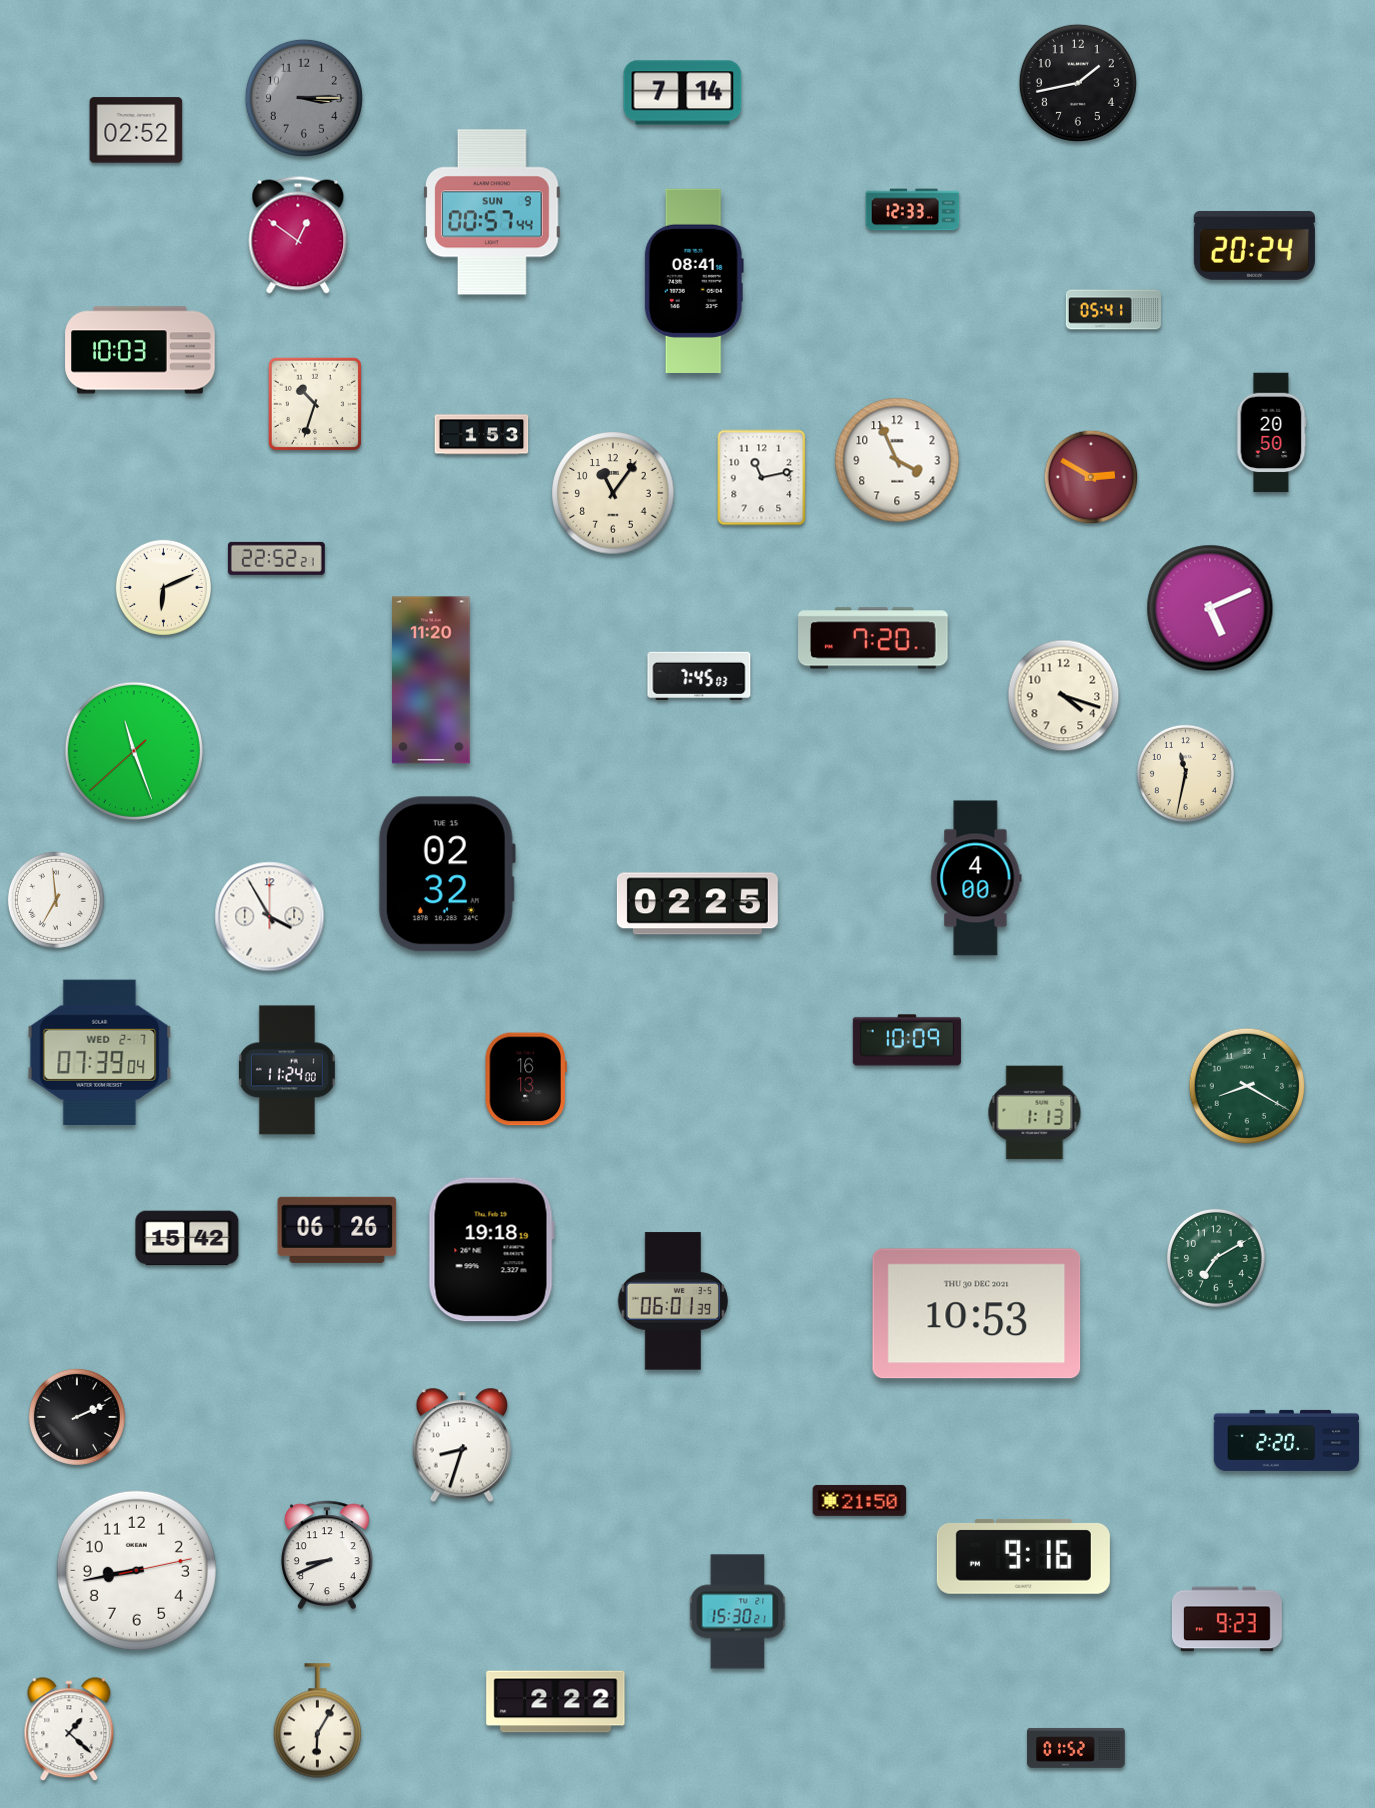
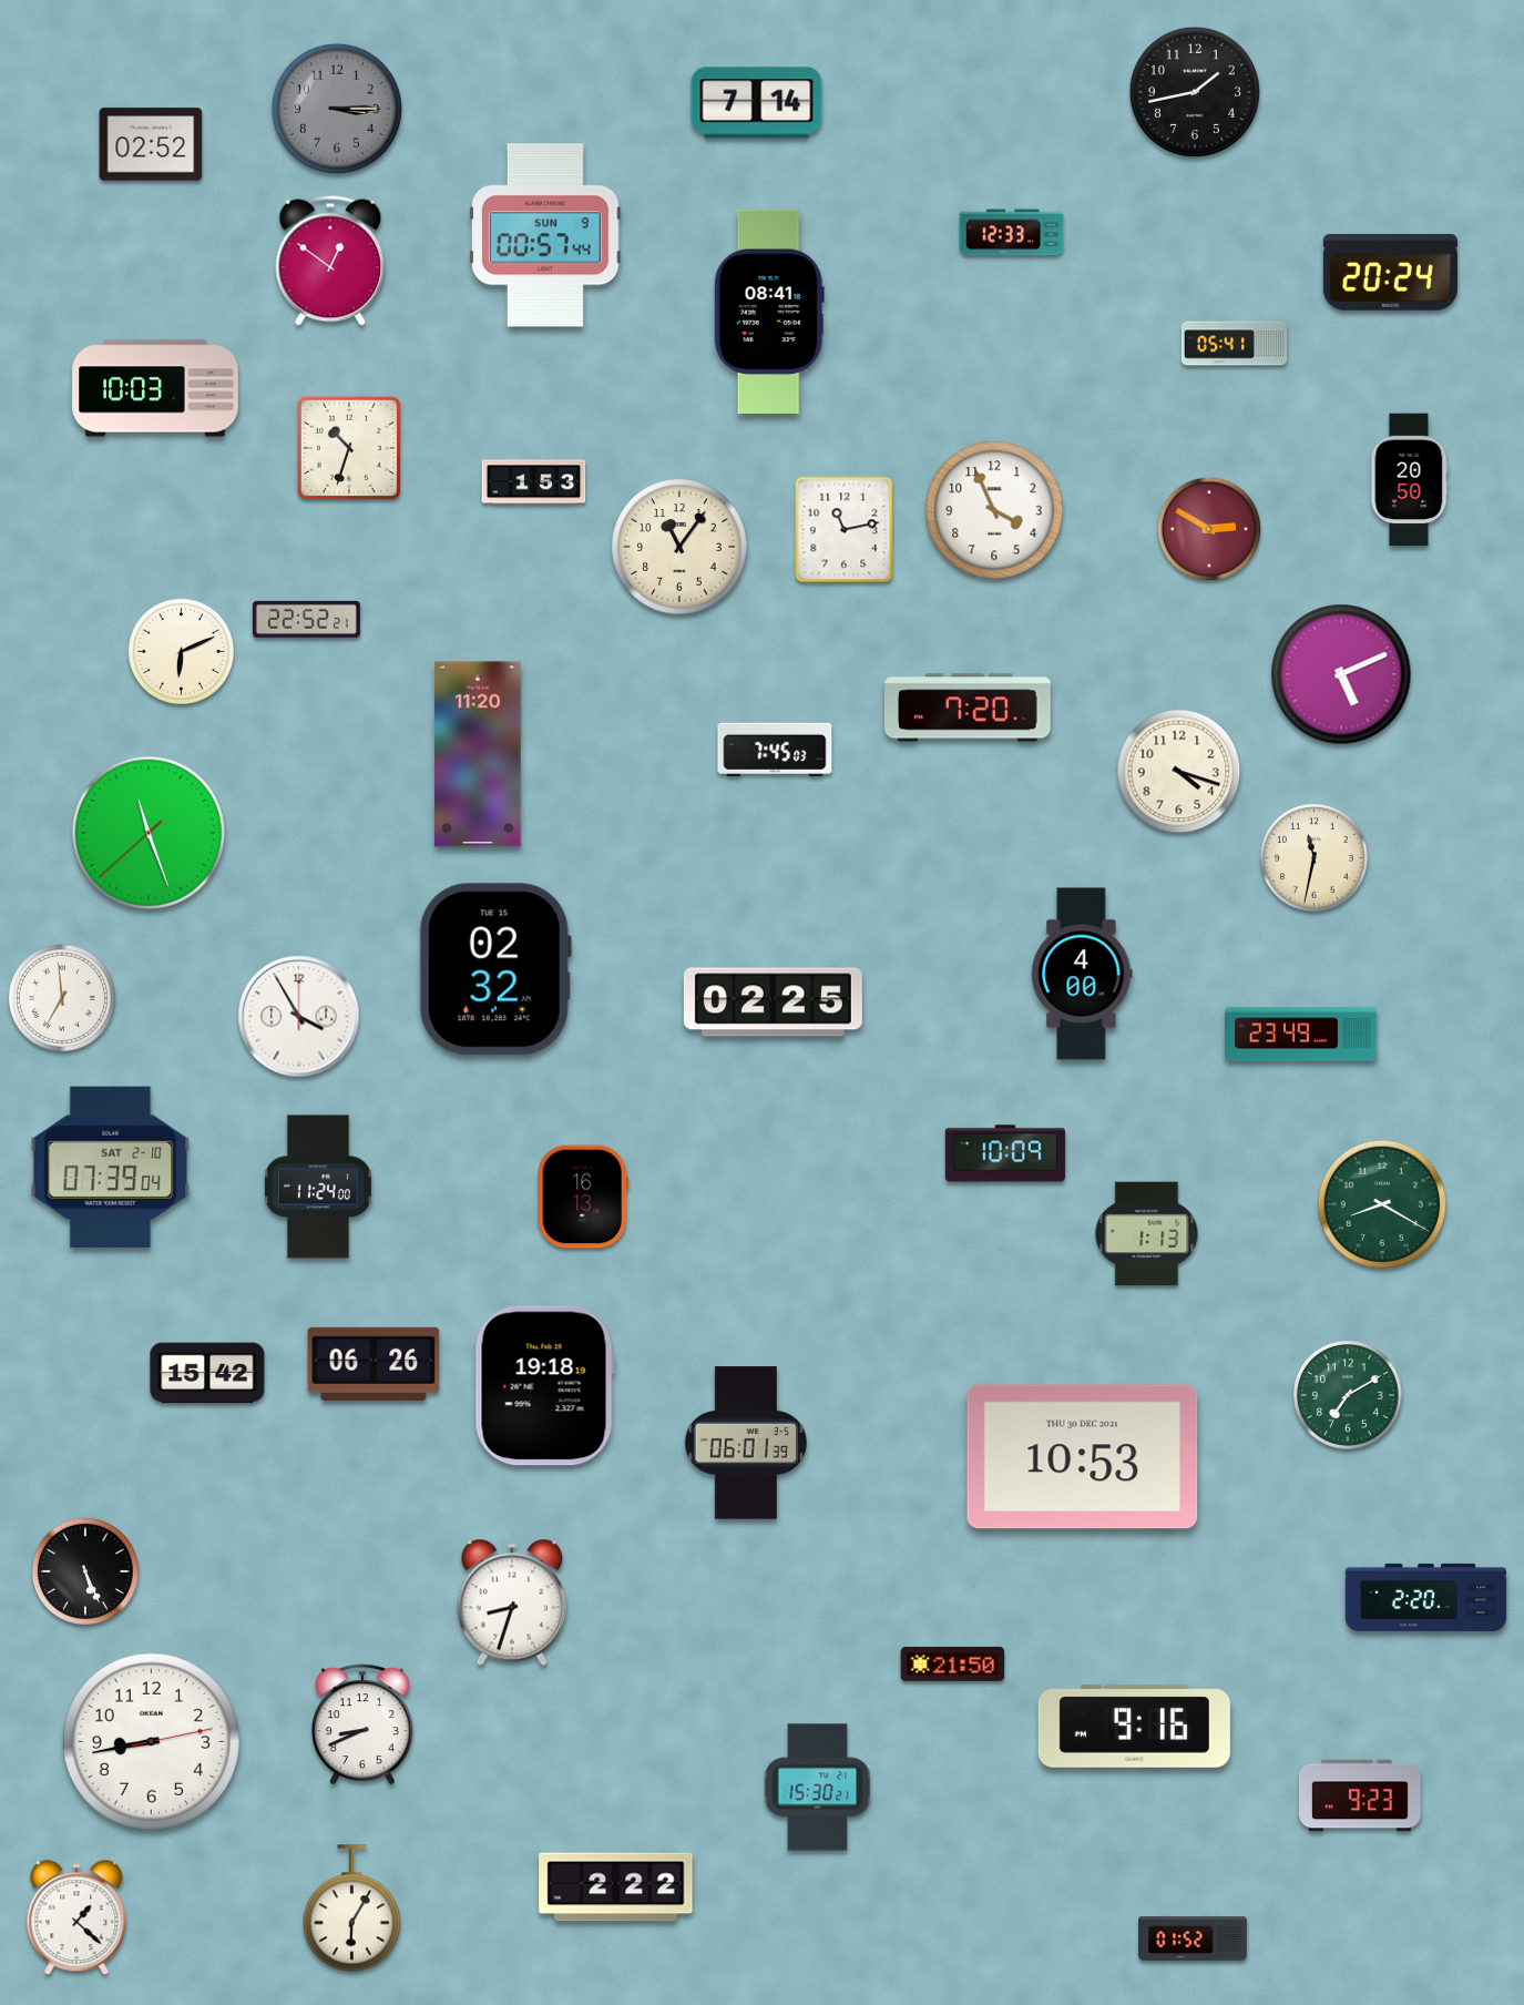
clock at (1301, 1035): none -> 23:49
clock at (100, 1052) date: WED 2-7 -> SAT 2-10
clock at (77, 1417): 2:11 -> 5:26
